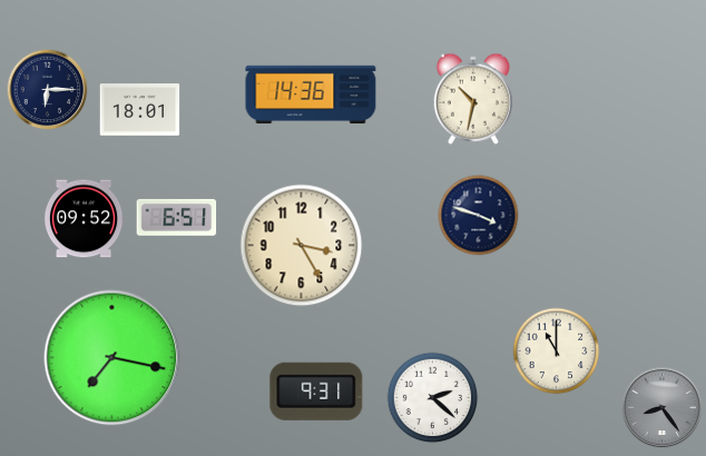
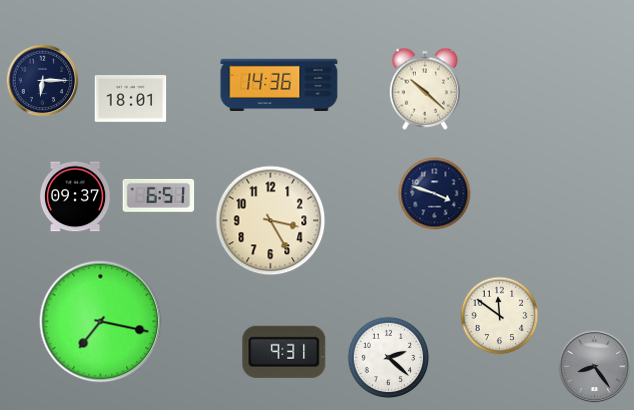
clock at (472, 99): 10:32 -> 10:22
clock at (140, 110) position: (140, 110) -> (131, 99)
clock at (479, 216) position: (479, 216) -> (435, 194)
clock at (84, 219): 09:52 -> 09:37
clock at (557, 351): 11:00 -> 11:51
